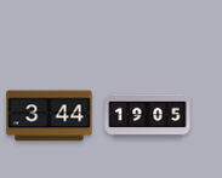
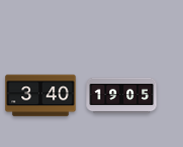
clock at (50, 116): 3:44 -> 3:40
